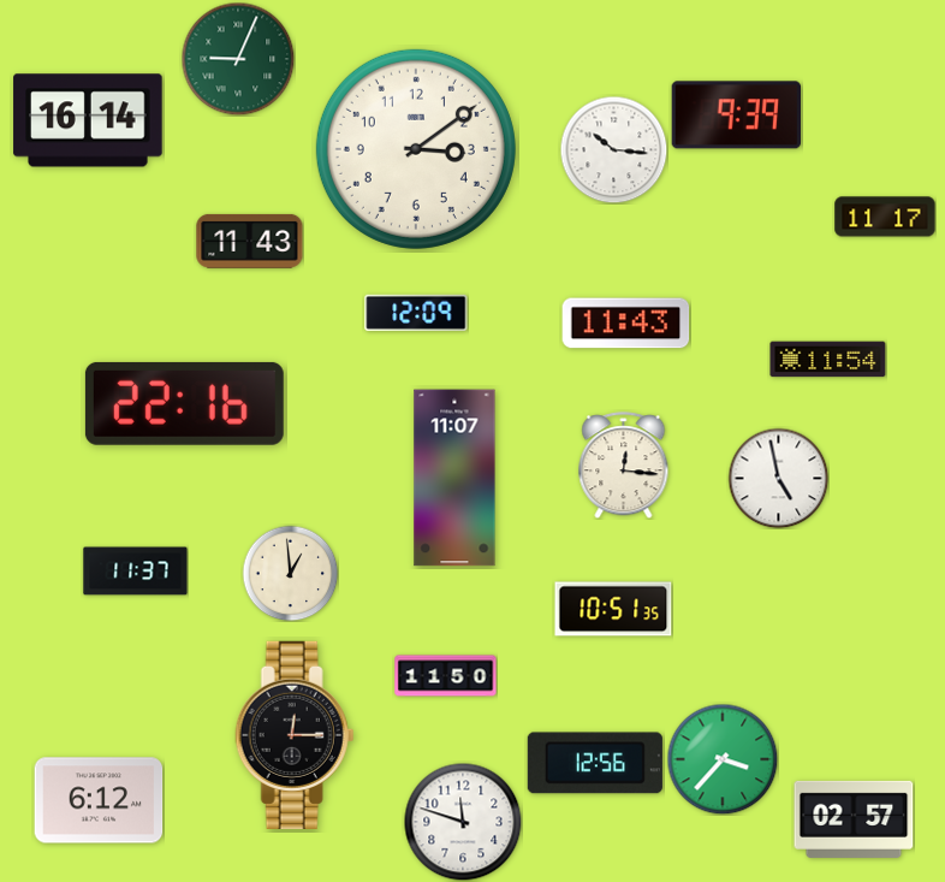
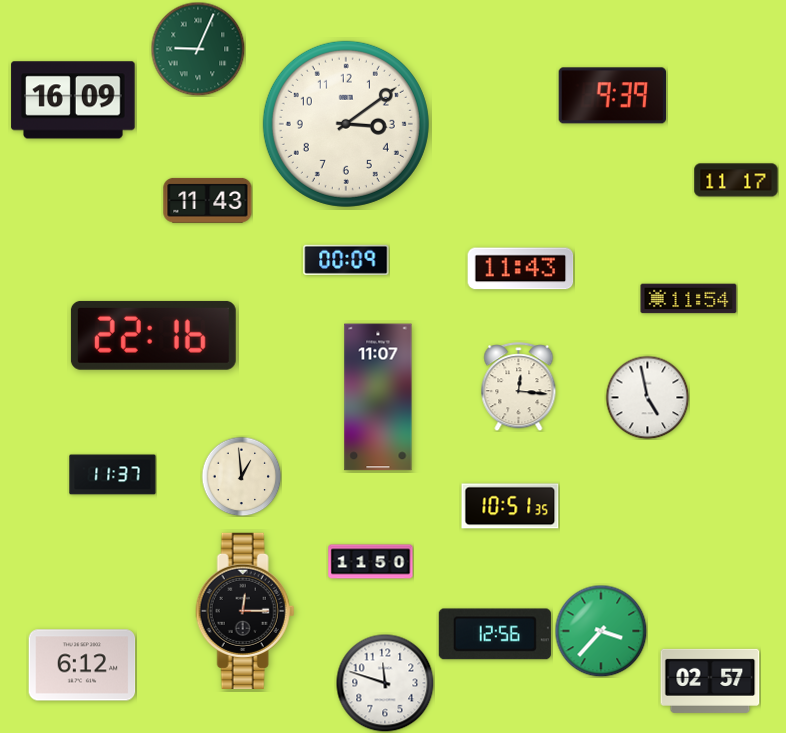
clock at (88, 120): 16:14 -> 16:09
clock at (613, 149): 10:16 -> none
clock at (416, 313): 12:09 -> 00:09
